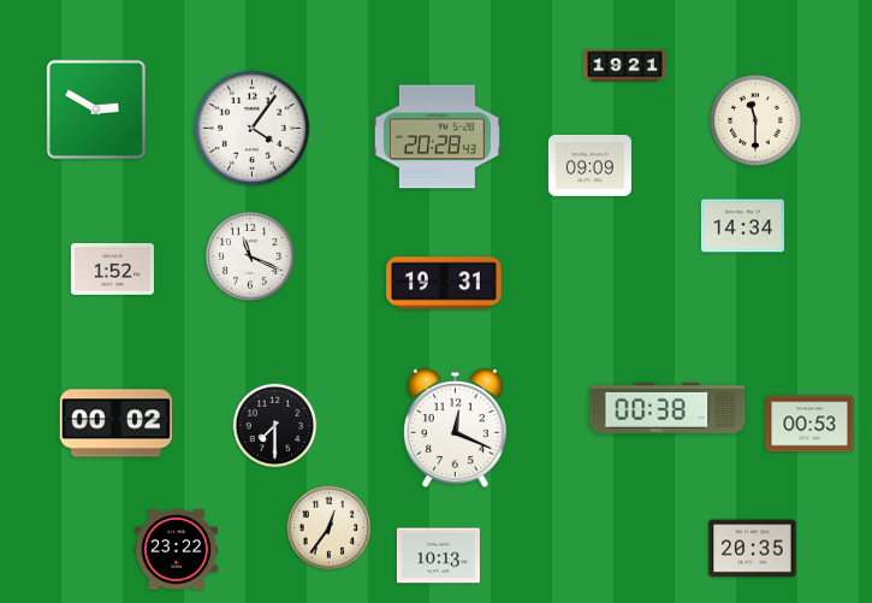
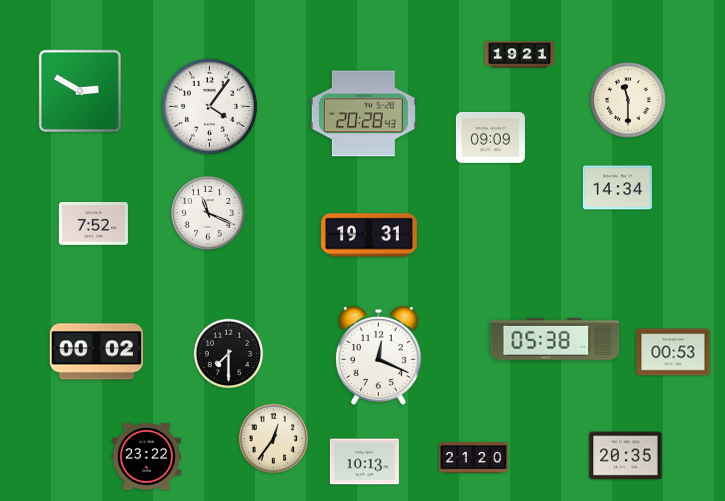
clock at (112, 270): 1:52 -> 7:52
clock at (668, 408): 00:38 -> 05:38
clock at (473, 458): none -> 21:20
